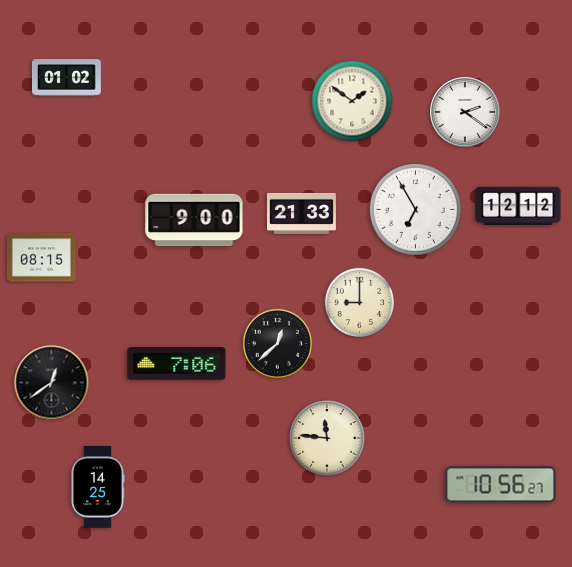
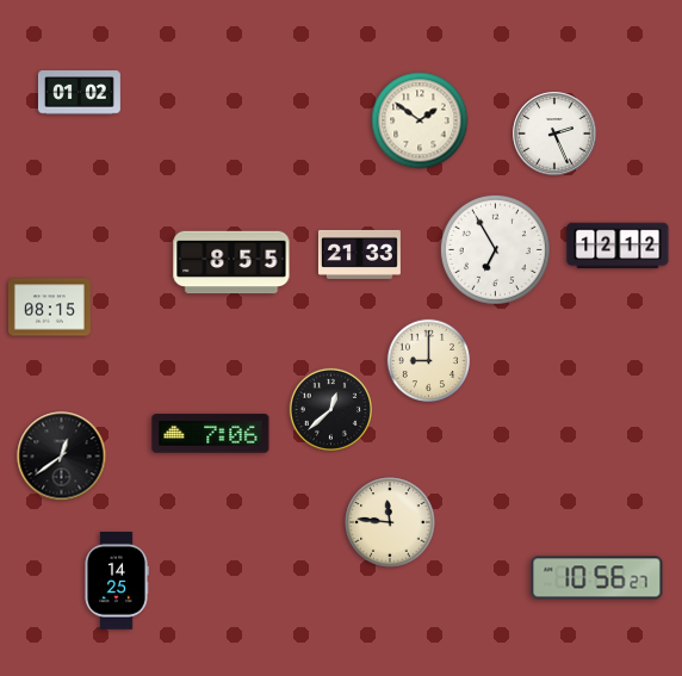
clock at (465, 112): 2:21 -> 2:26
clock at (194, 220): 9:00 -> 8:55
